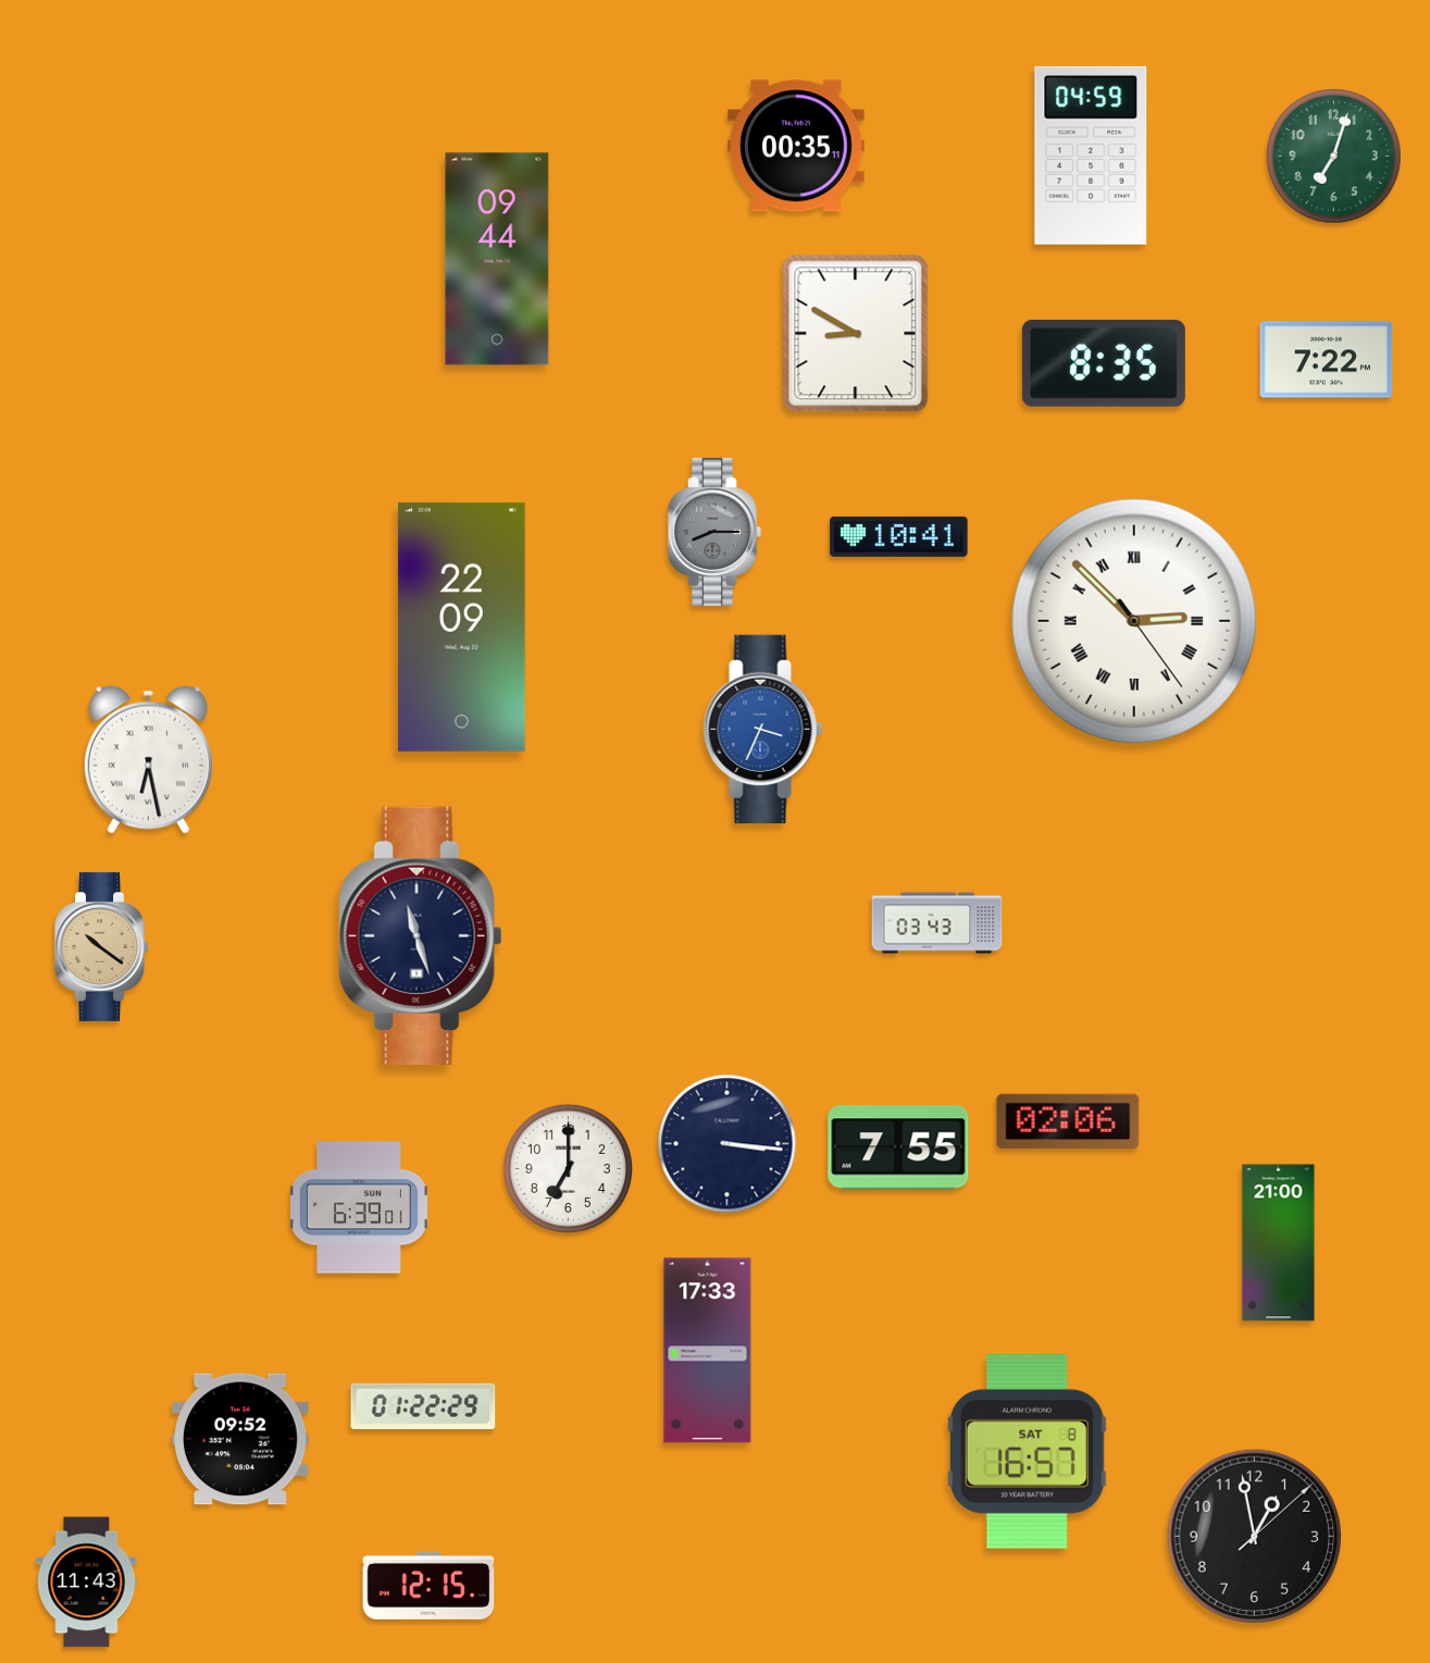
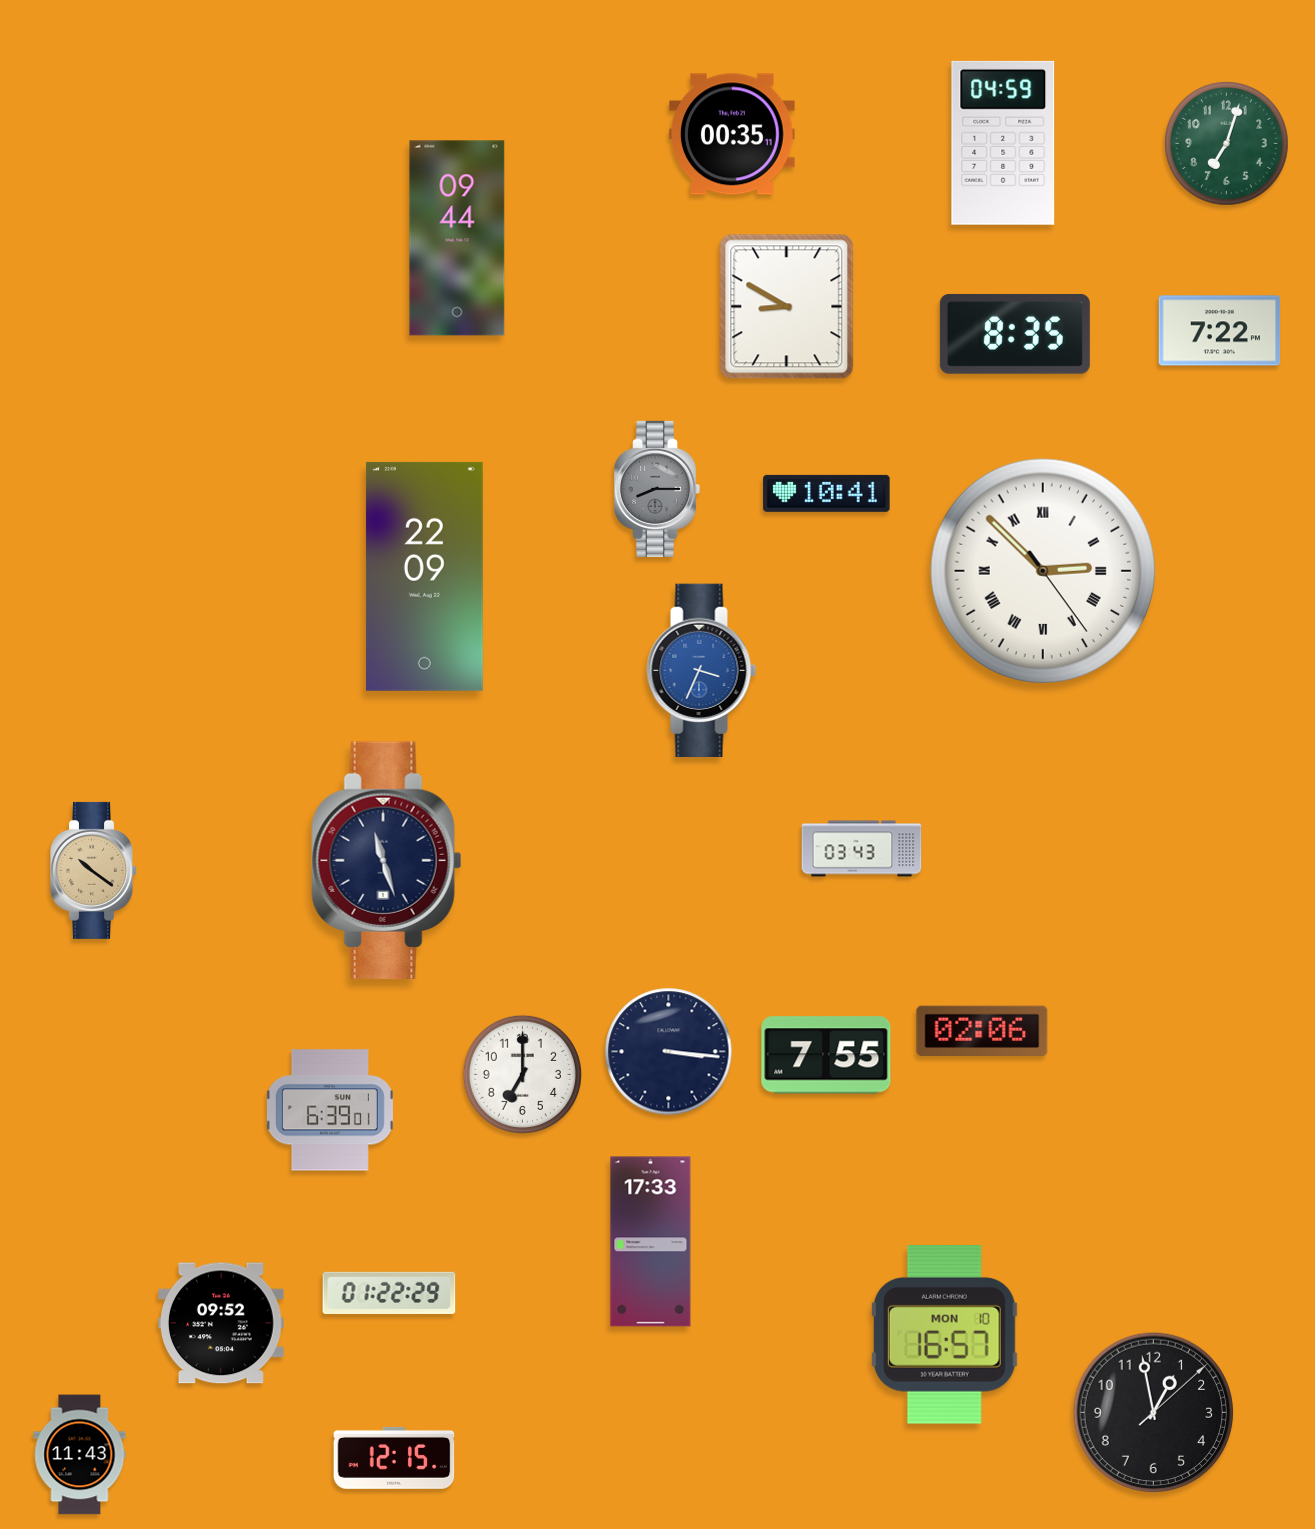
clock at (148, 760): 6:28 -> none
clock at (1279, 1243): 21:00 -> none
clock at (1027, 1452) date: SAT 8 -> MON 10
